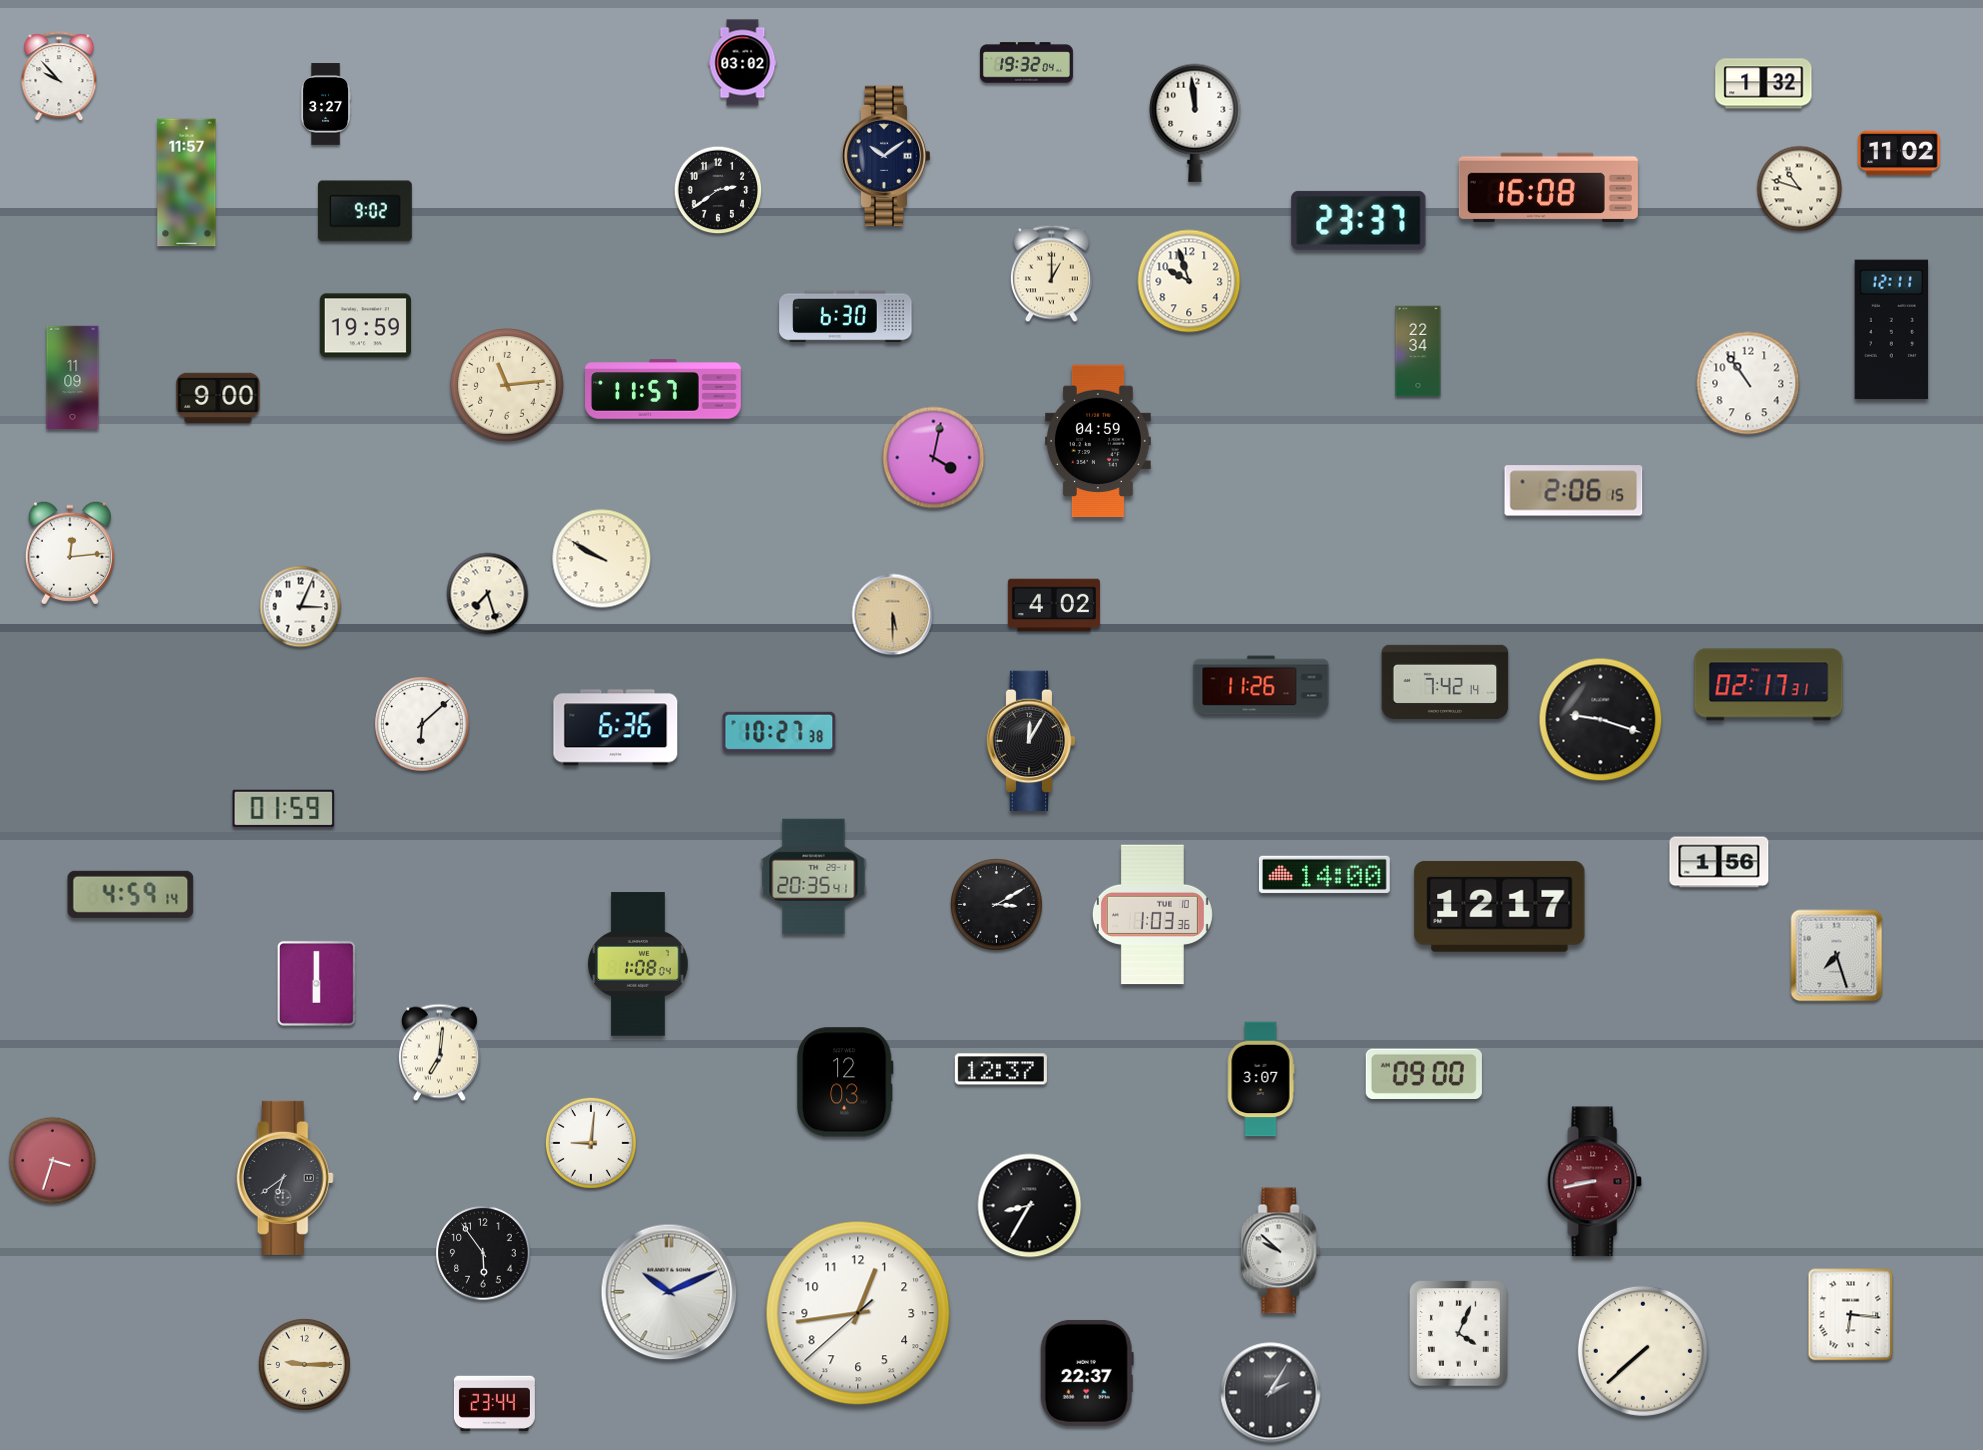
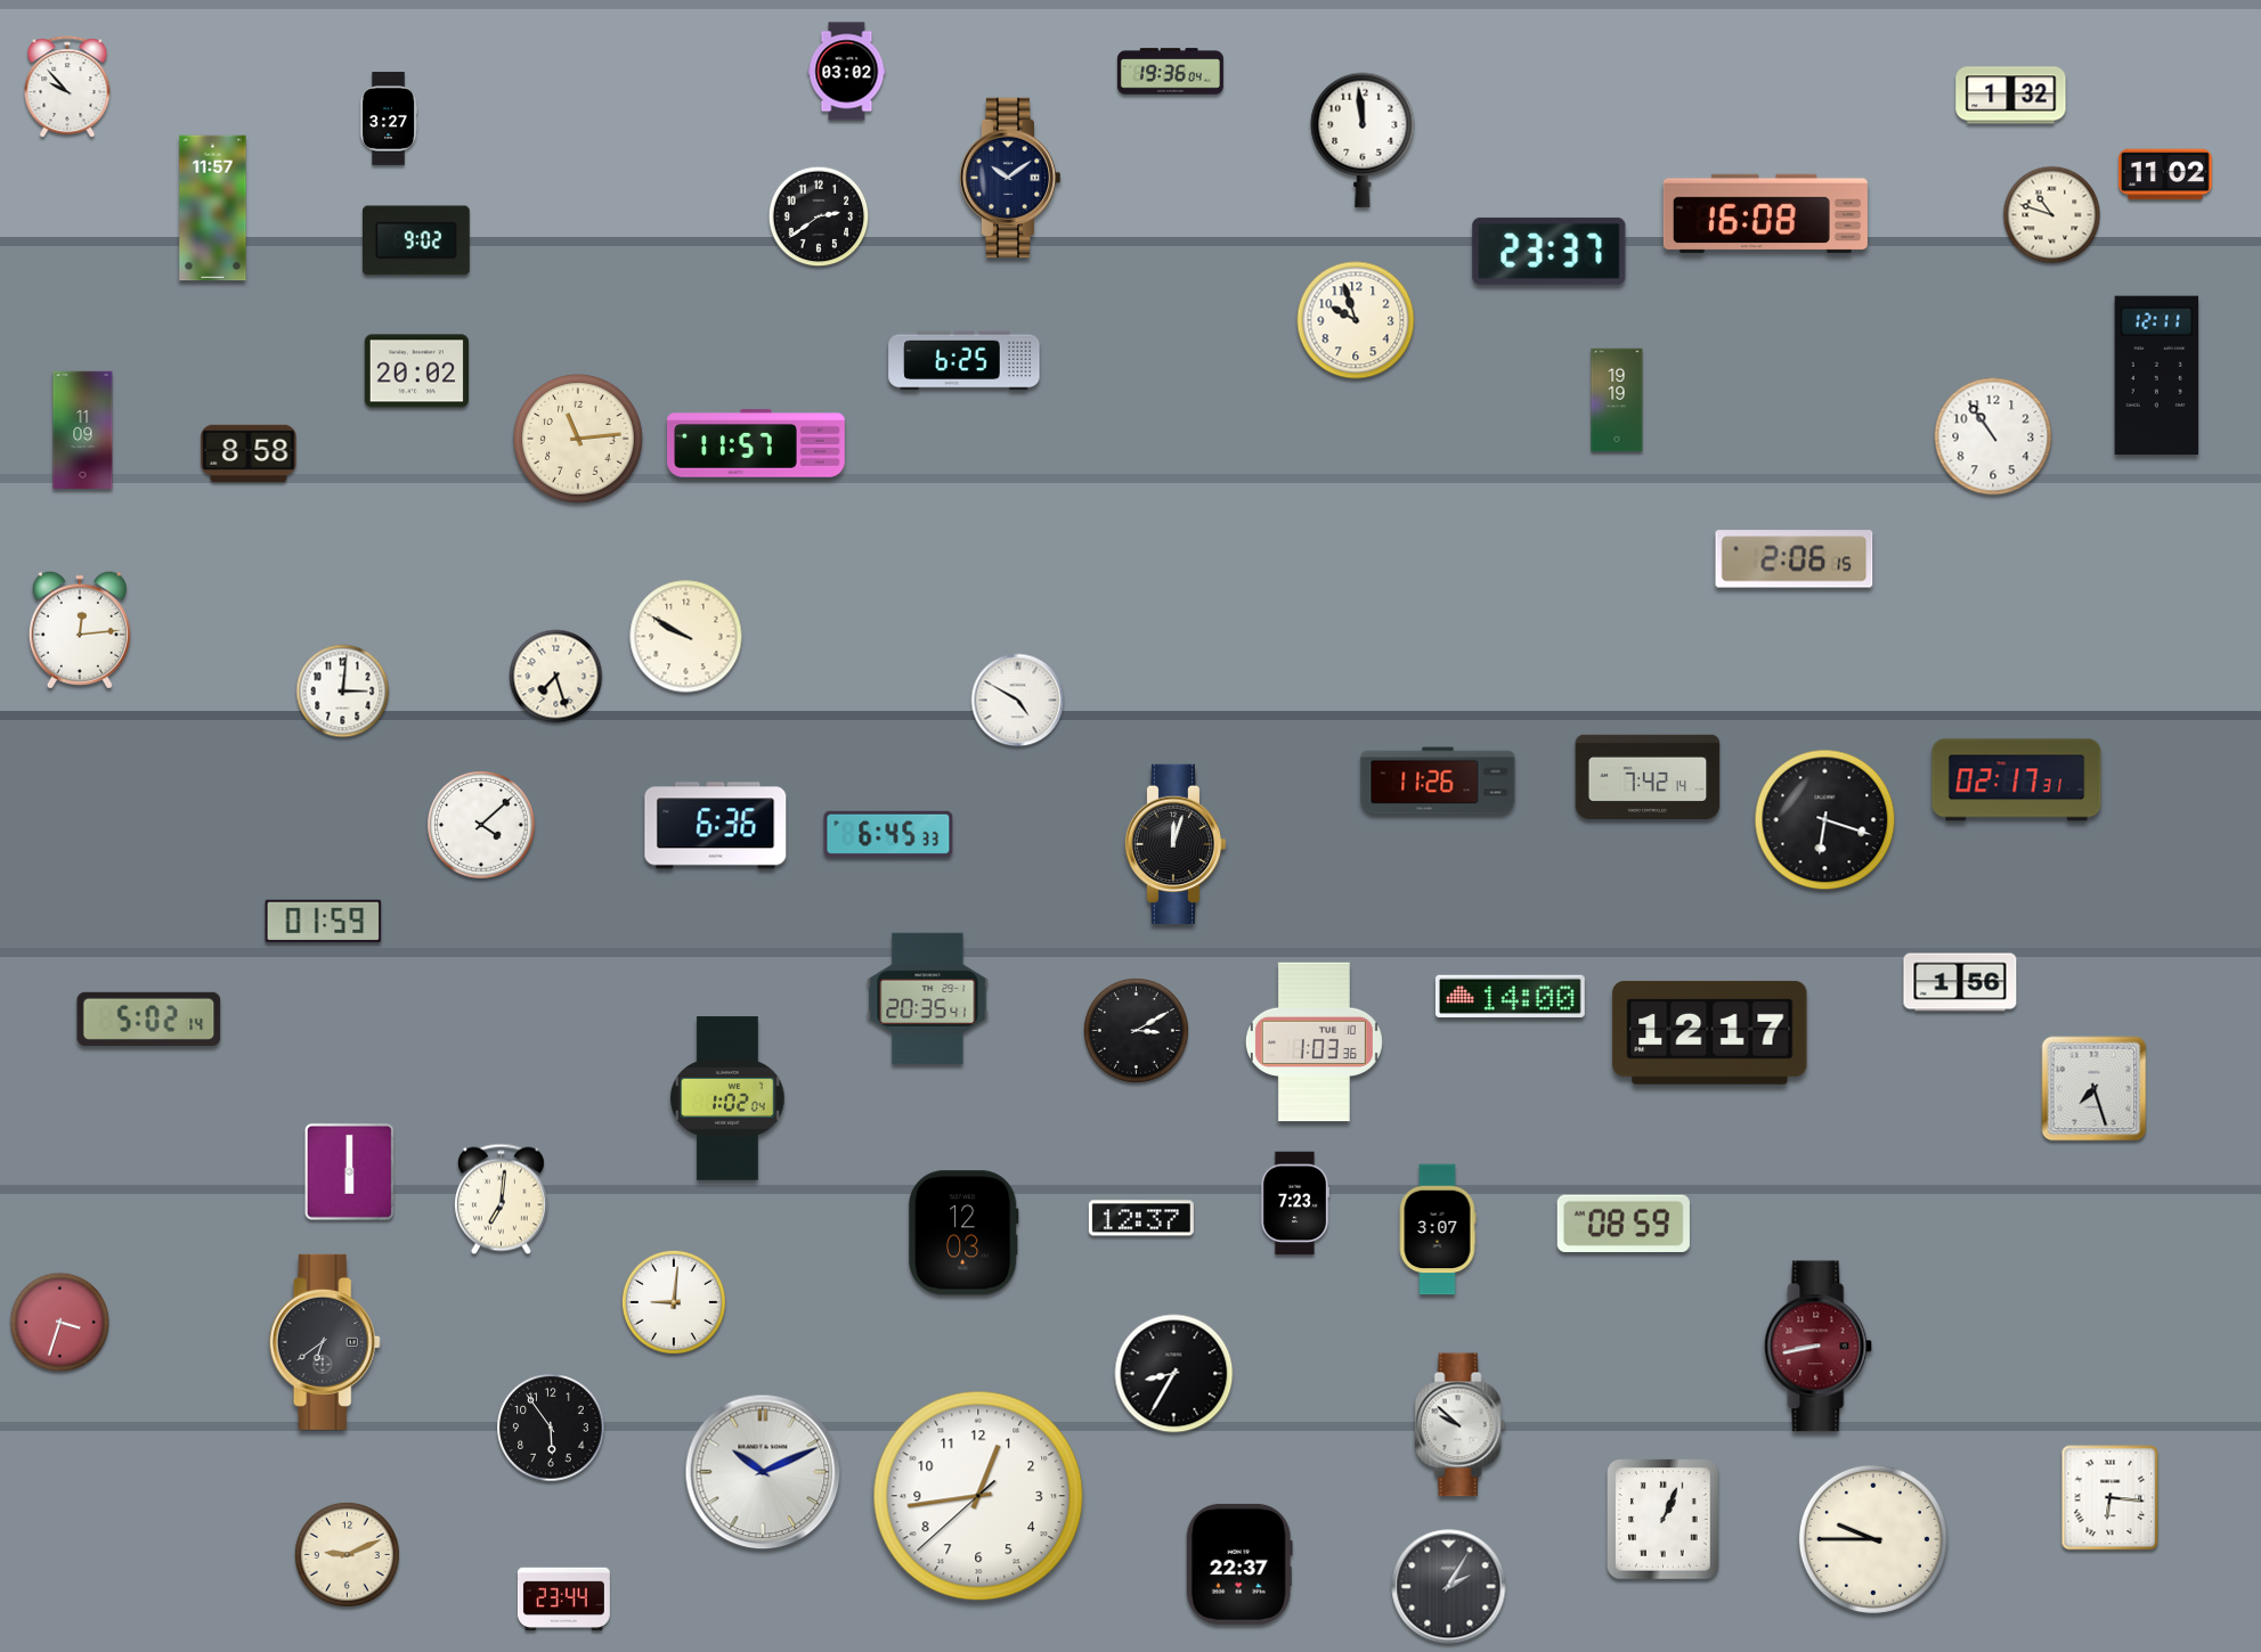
clock at (1026, 63): 19:32 -> 19:36
clock at (326, 104) position: (326, 104) -> (389, 118)
clock at (1051, 274): 1:00 -> none
clock at (846, 317): 6:30 -> 6:25
clock at (365, 326): 19:59 -> 20:02
clock at (1418, 351): 22:34 -> 19:19
clock at (218, 397): 9:00 -> 8:58
clock at (1099, 441): 04:59 -> none
clock at (934, 458): 4:02 -> none
clock at (1054, 605): 4:02 -> none
clock at (301, 607): 3:04 -> 3:01
clock at (893, 615): 5:30 -> 4:50
clock at (893, 615) dial: champagne -> white
clock at (1601, 720): 9:18 -> 6:18
clock at (422, 724): 6:08 -> 4:08
clock at (616, 728) position: (616, 728) -> (716, 826)
clock at (779, 732): 10:27 -> 6:45
clock at (1031, 740): 12:05 -> 12:03
clock at (131, 894): 4:59 -> 5:02
clock at (638, 964): 1:08 -> 1:02
clock at (316, 983) position: (316, 983) -> (349, 1171)
clock at (1295, 1203): none -> 7:23
clock at (1424, 1073): 09:00 -> 08:59
clock at (1459, 1334): 4:04 -> 1:04
clock at (1643, 1351): 7:38 -> 9:45
clock at (304, 1364): 9:15 -> 9:11
